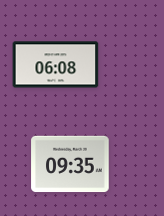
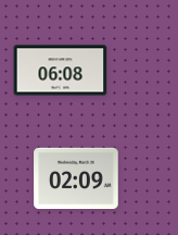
clock at (70, 164): 09:35 -> 02:09
